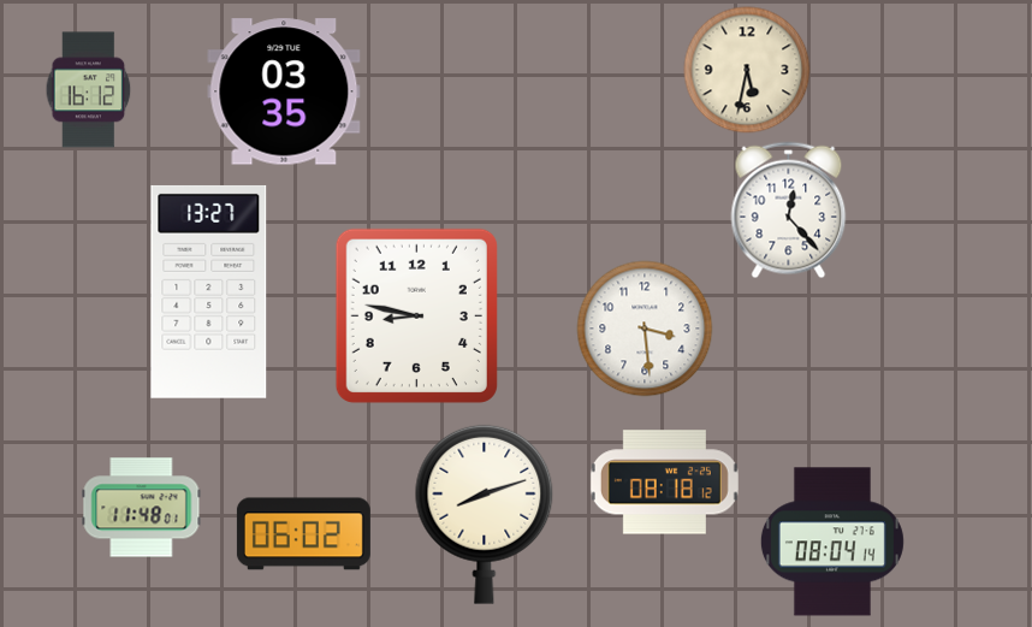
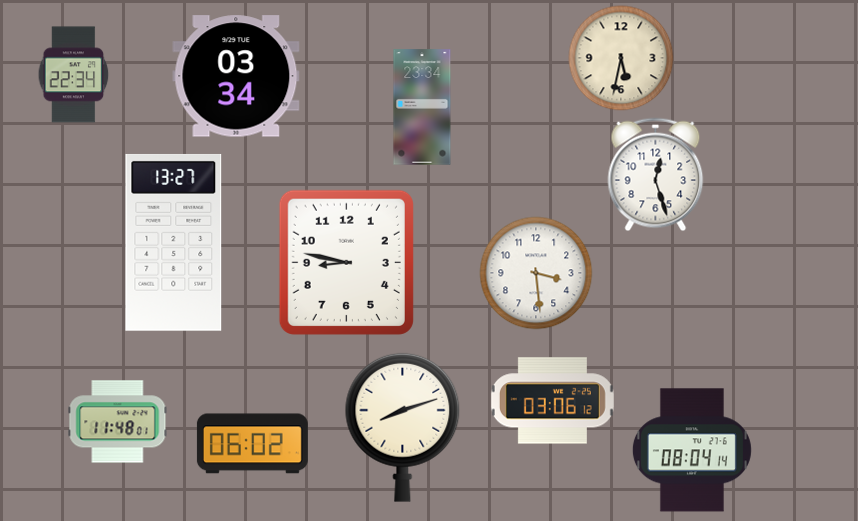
clock at (89, 90): 16:12 -> 22:34
clock at (284, 91): 03:35 -> 03:34
clock at (422, 107): none -> 23:34
clock at (789, 211): 12:23 -> 12:27
clock at (664, 483): 08:18 -> 03:06
